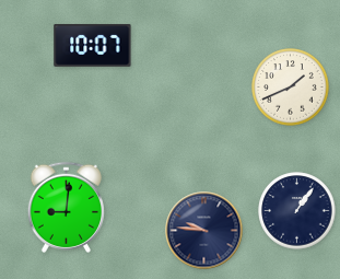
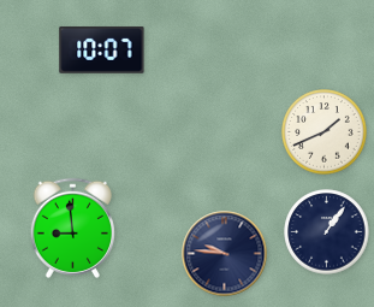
clock at (291, 88) position: (291, 88) -> (325, 132)
clock at (66, 207): 9:01 -> 8:59
